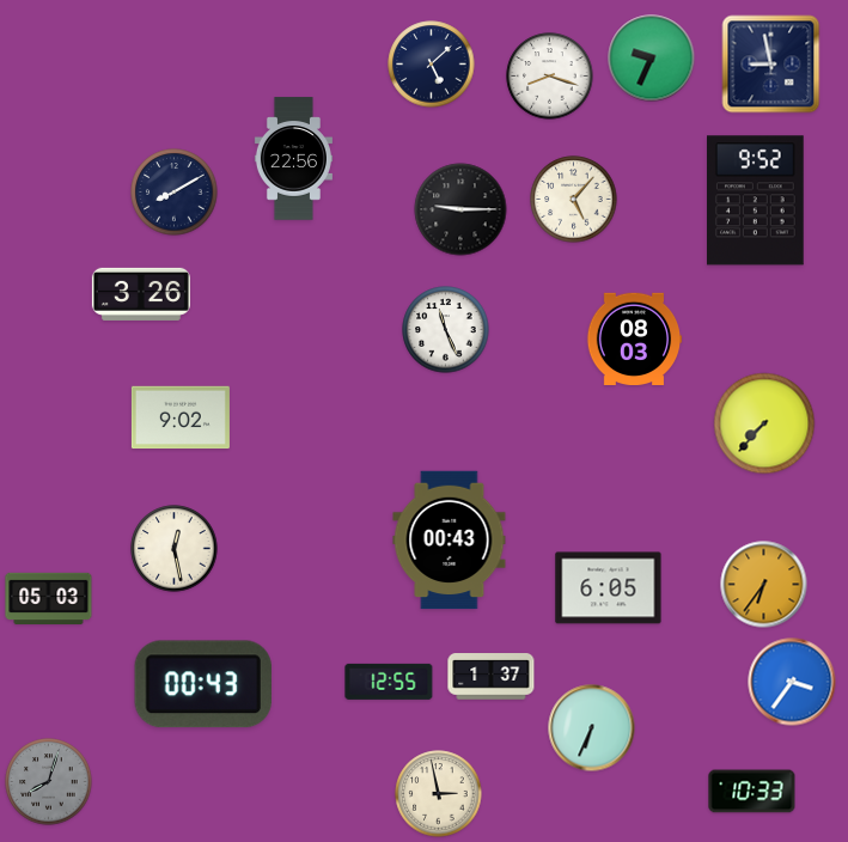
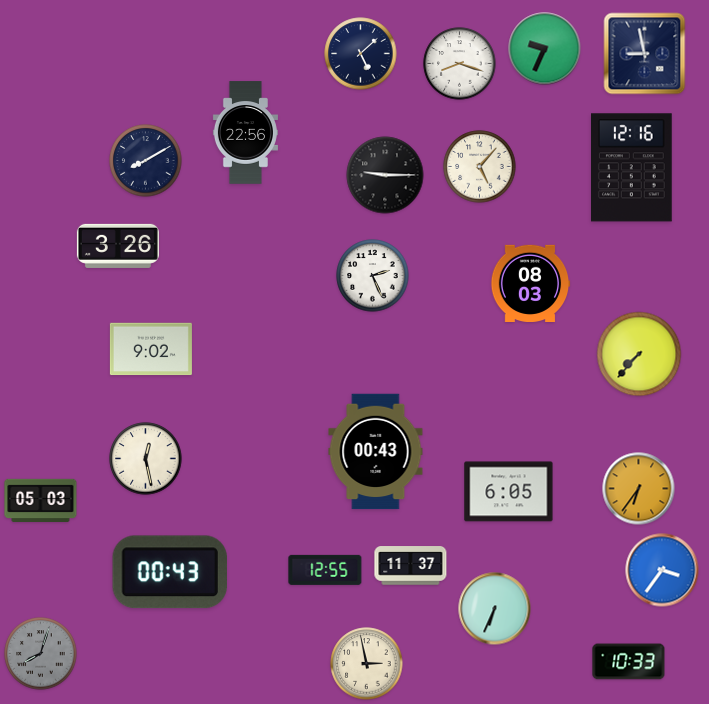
clock at (756, 201): 9:52 -> 12:16
clock at (446, 330): 11:26 -> 2:26
clock at (492, 677): 1:37 -> 11:37
